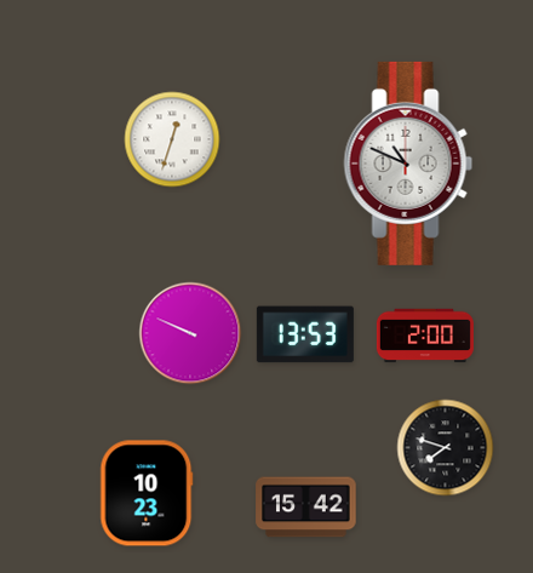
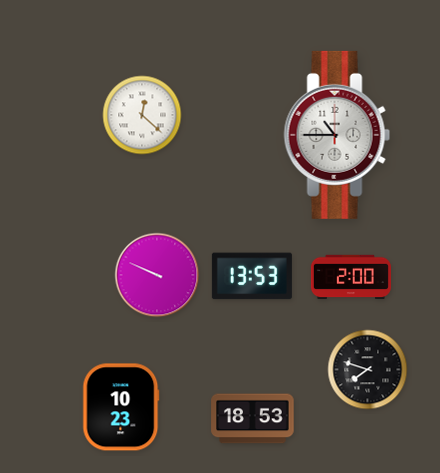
clock at (172, 139): 12:33 -> 12:22
clock at (408, 164): 10:49 -> 10:45
clock at (306, 508): 15:42 -> 18:53
